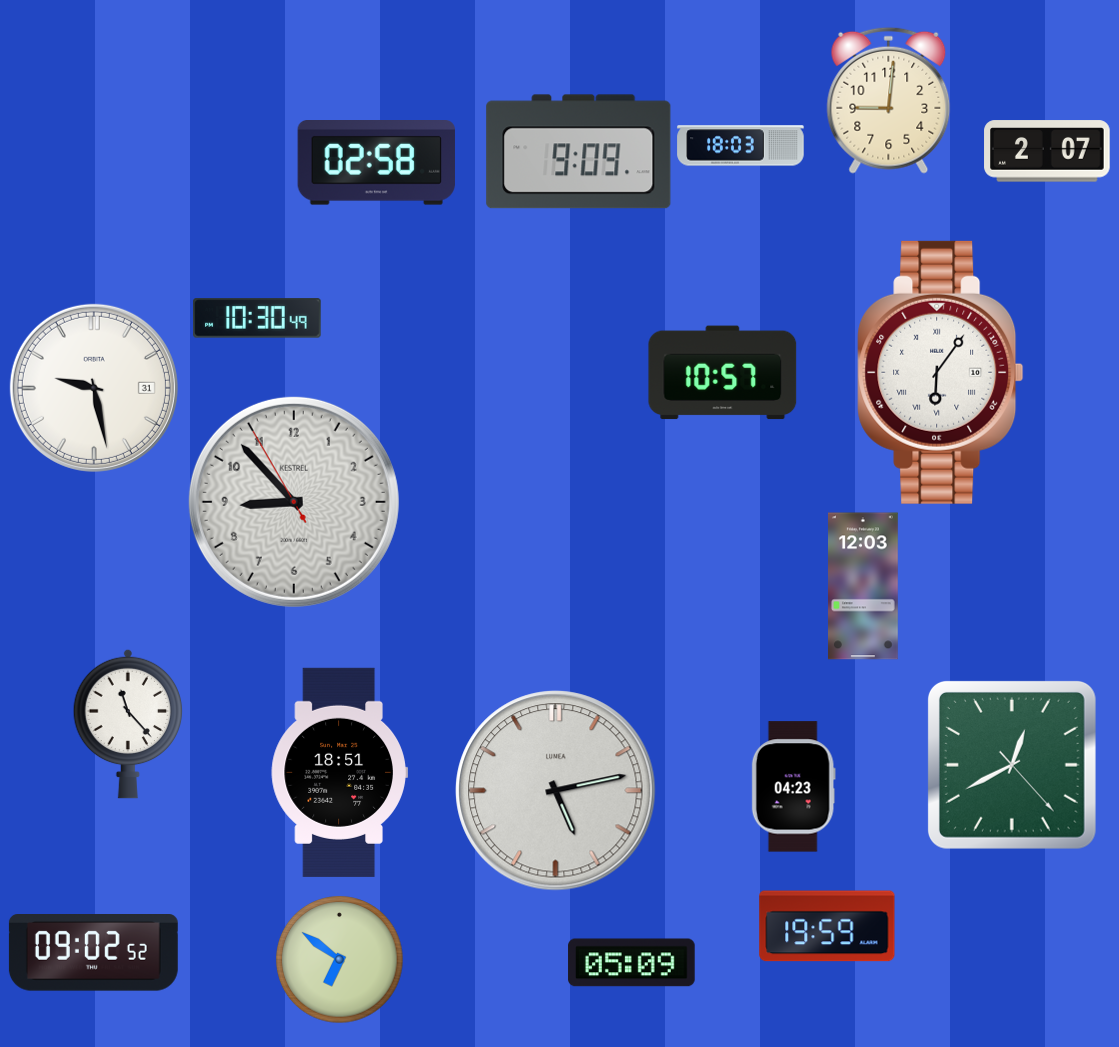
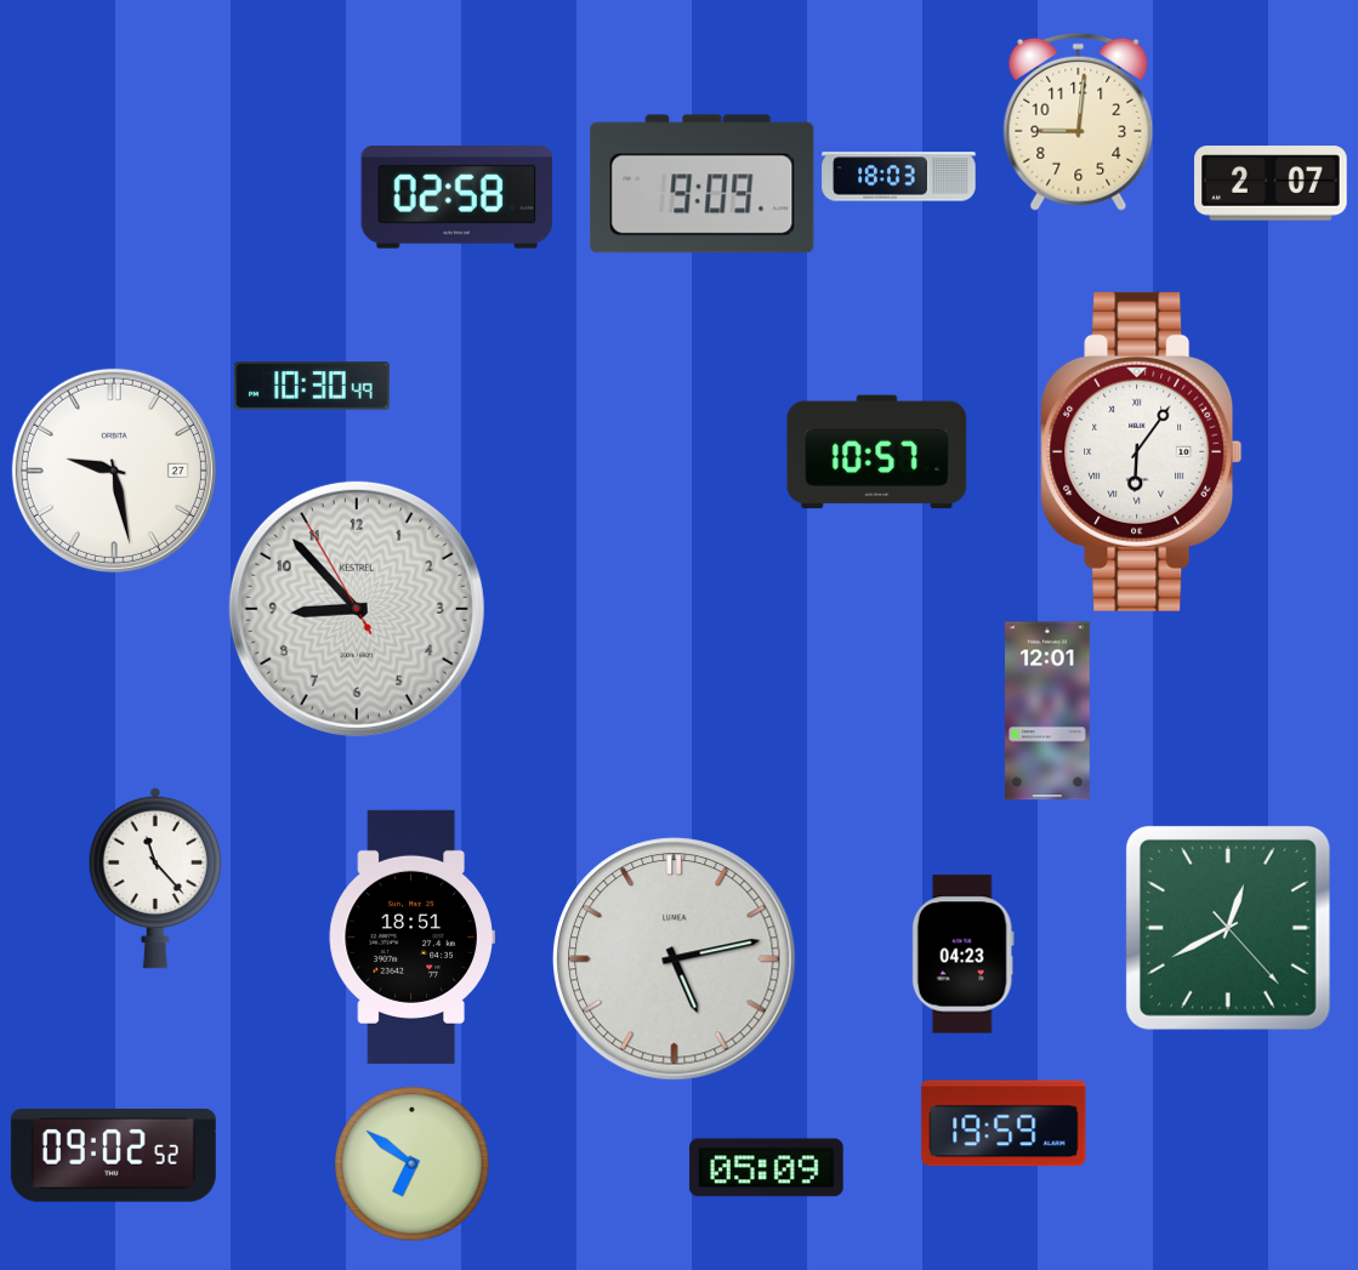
clock at (94, 388) date: 31 -> 27
clock at (864, 586): 12:03 -> 12:01
